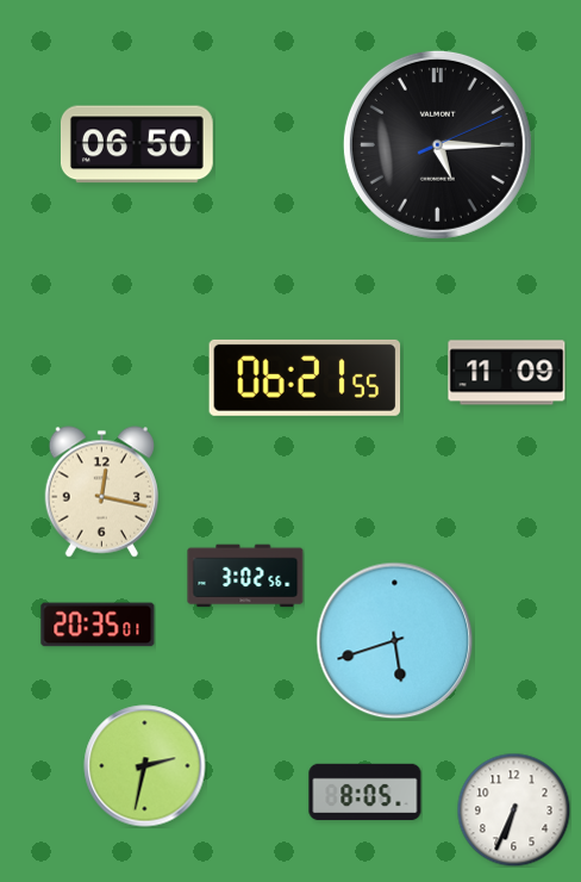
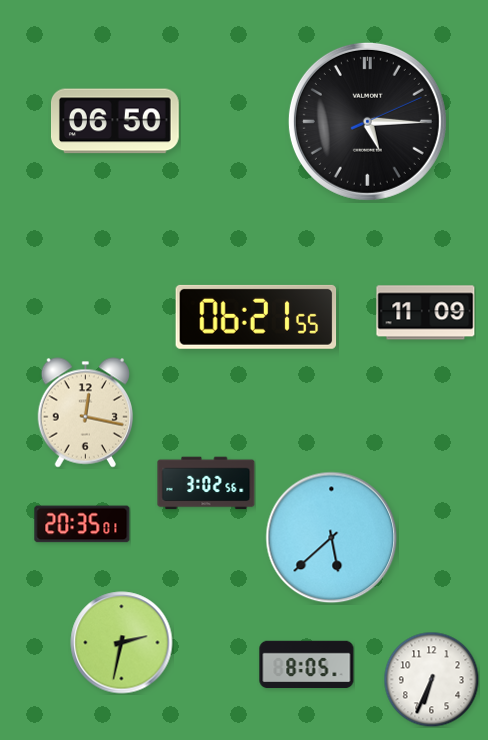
clock at (395, 641): 5:42 -> 5:38
